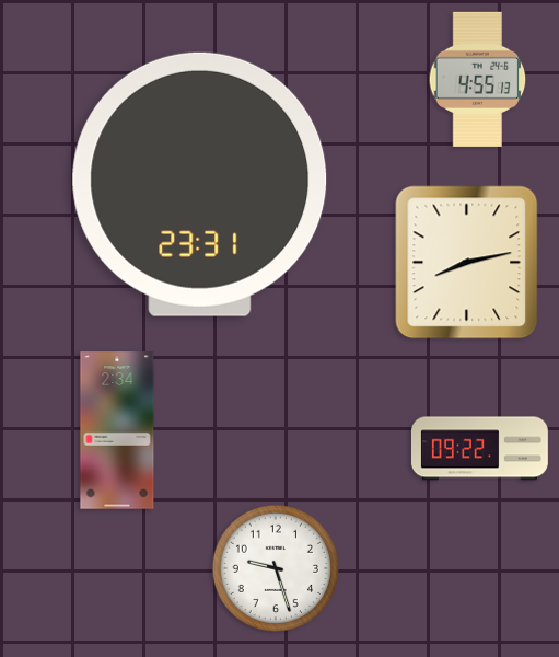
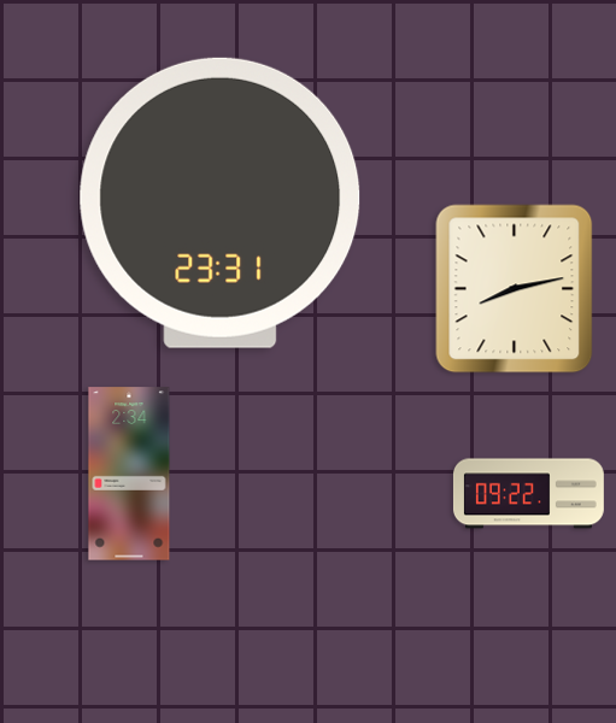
clock at (478, 79): 4:55 -> none
clock at (276, 568): 9:27 -> none
